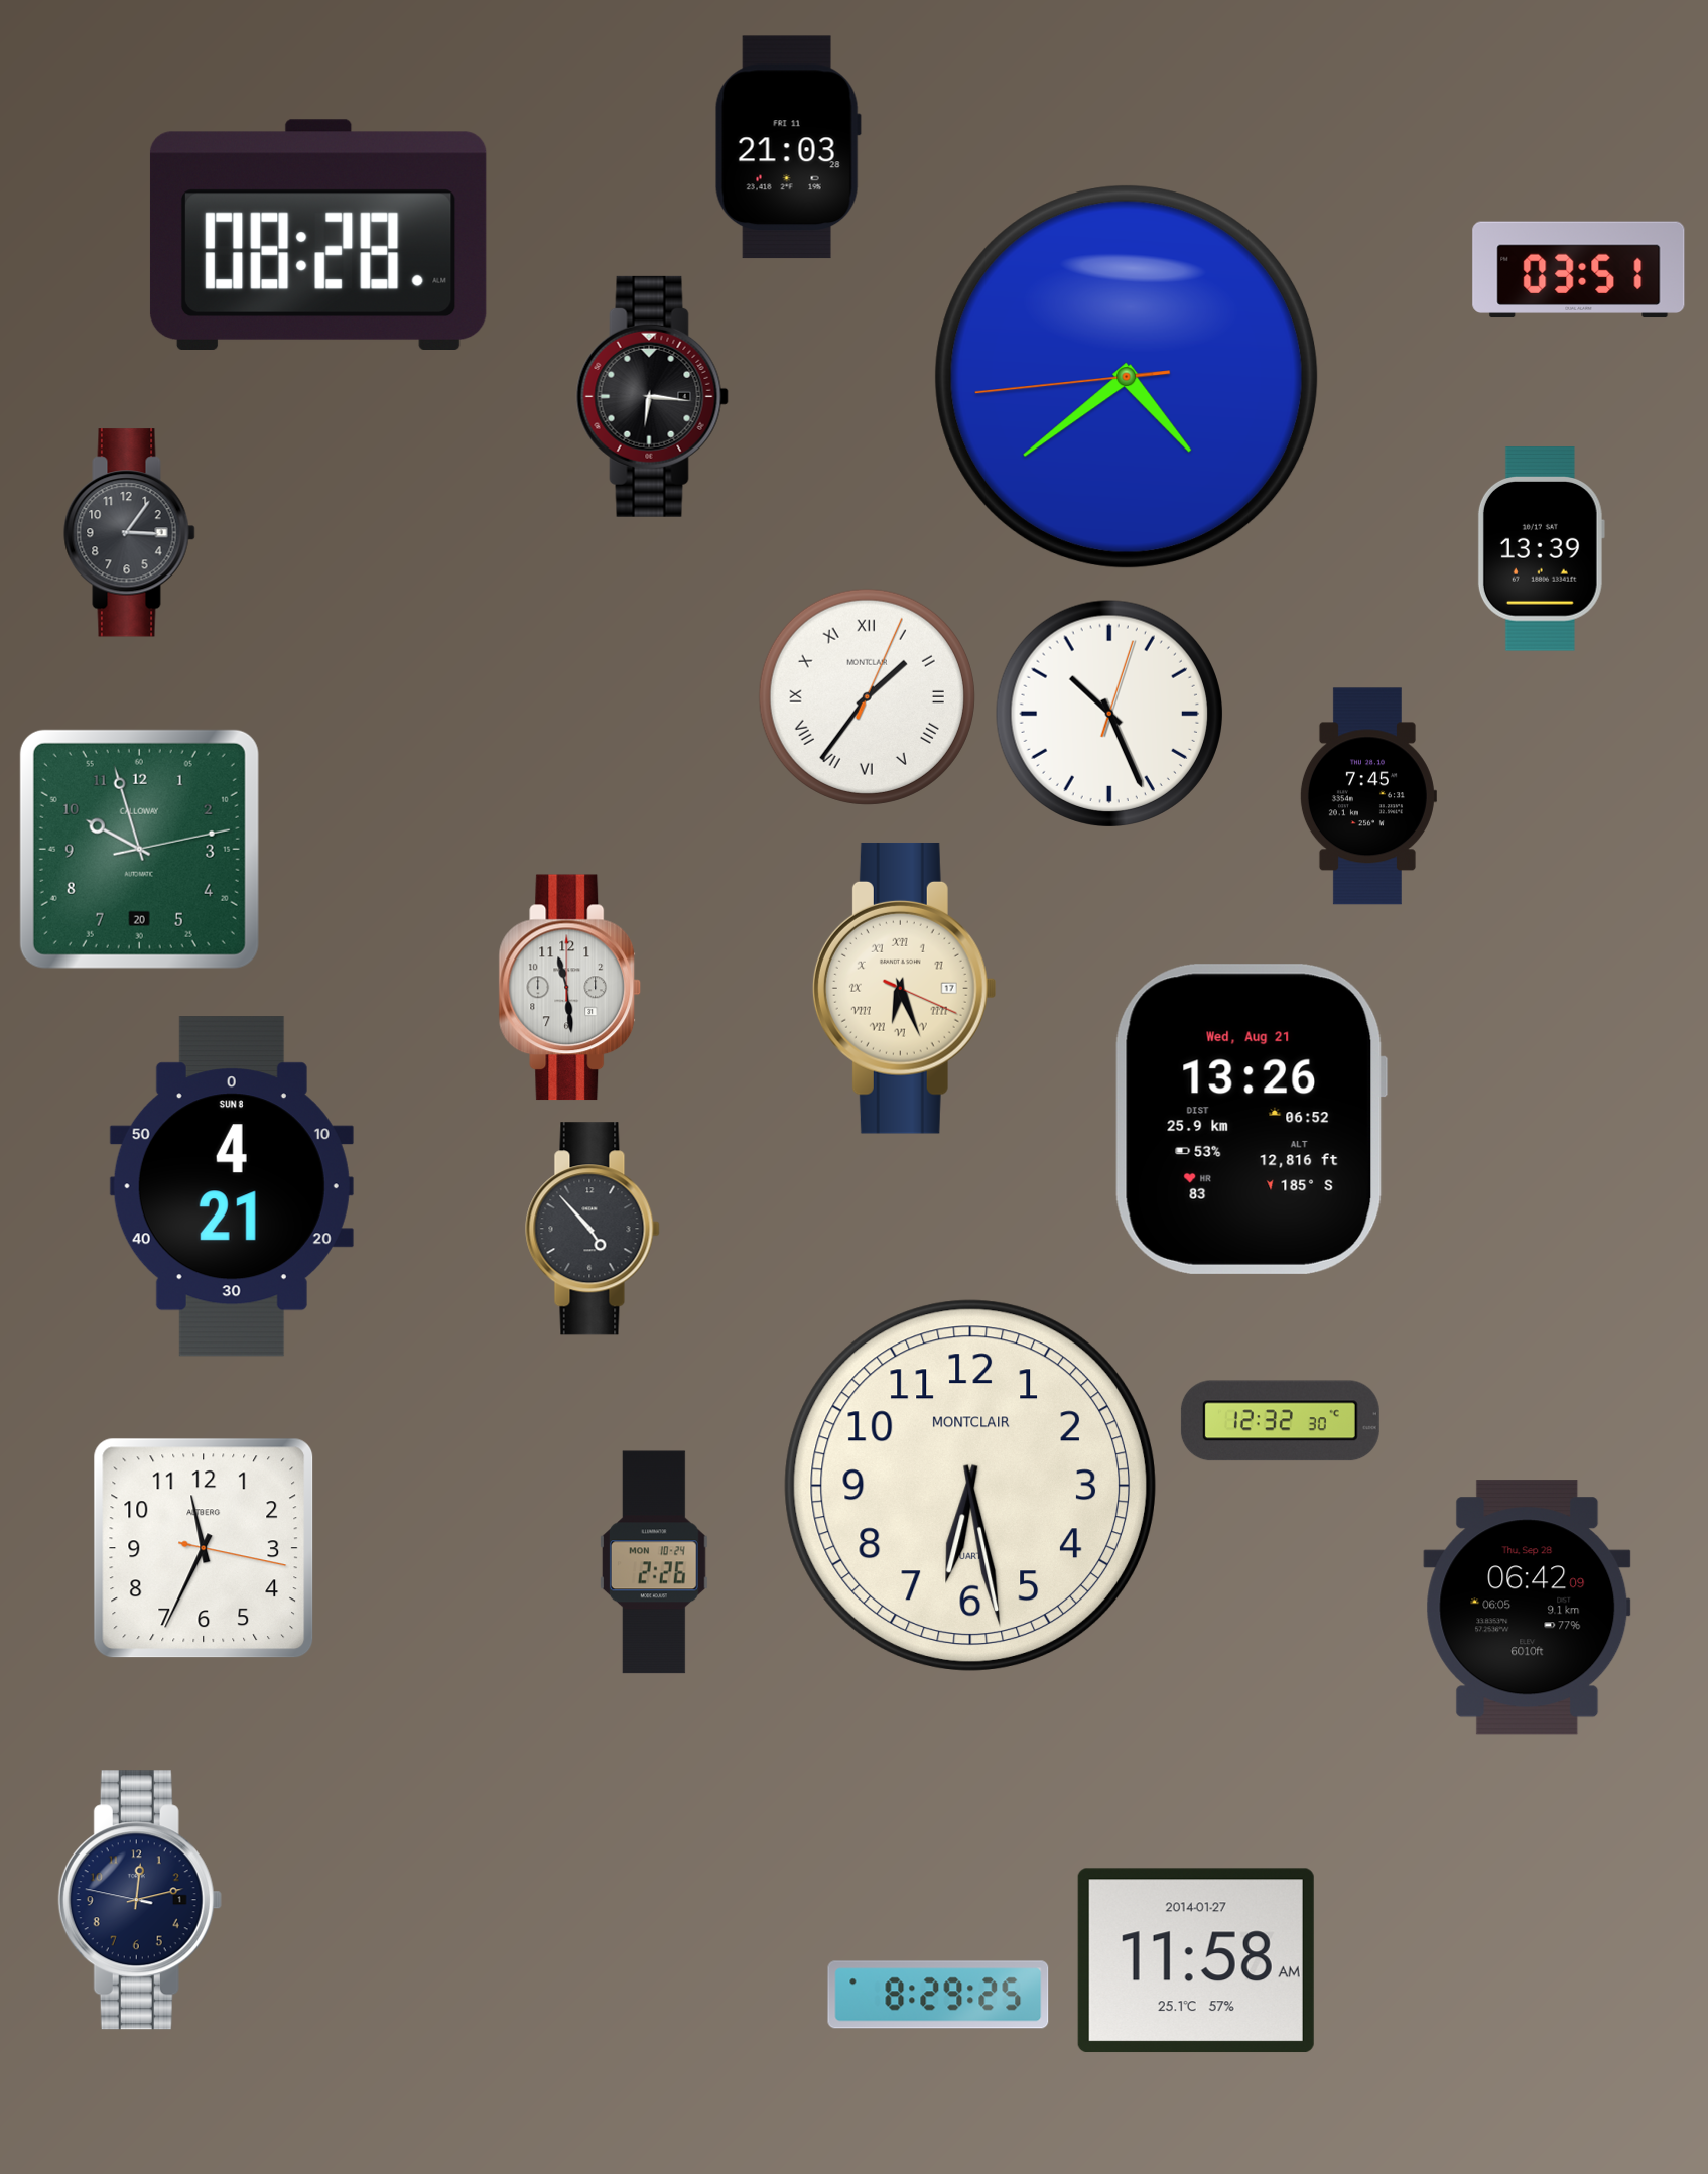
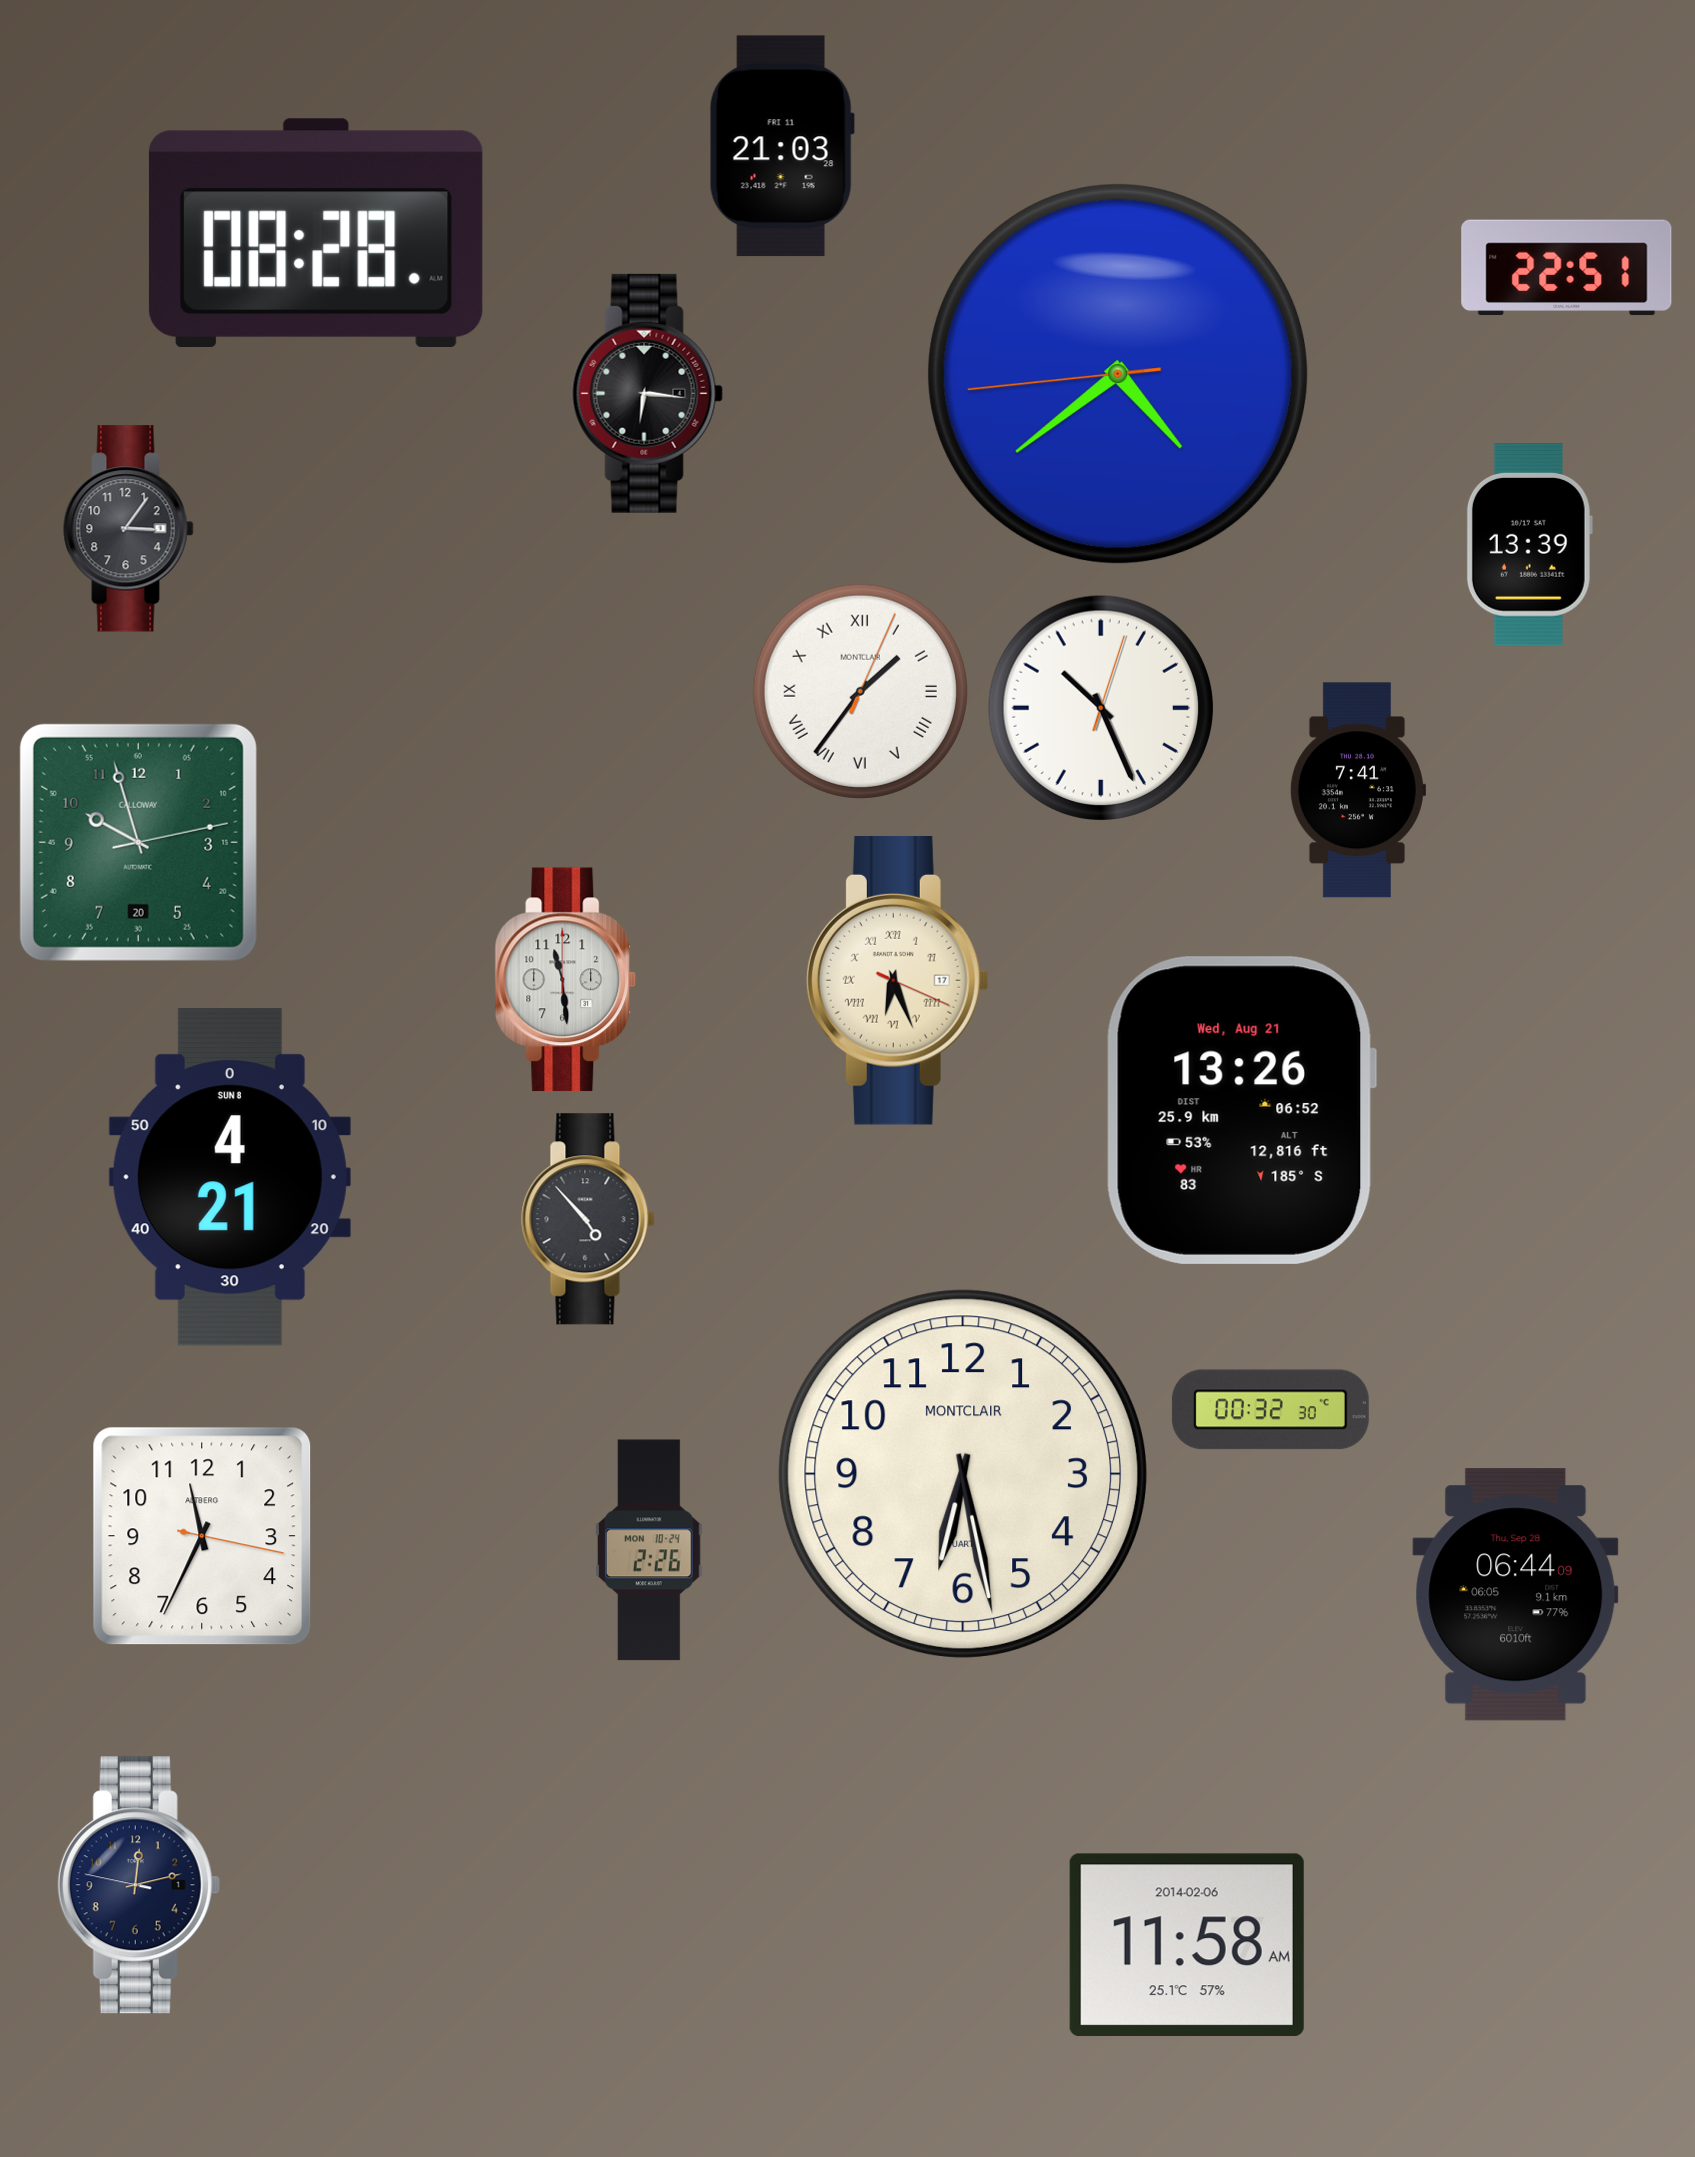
clock at (1579, 270): 03:51 -> 22:51
clock at (1367, 796): 7:45 -> 7:41
clock at (1280, 1421): 12:32 -> 00:32
clock at (1528, 1608): 06:42 -> 06:44
clock at (1196, 1960) date: 2014-01-27 -> 2014-02-06
clock at (938, 1995): 8:29 -> none
